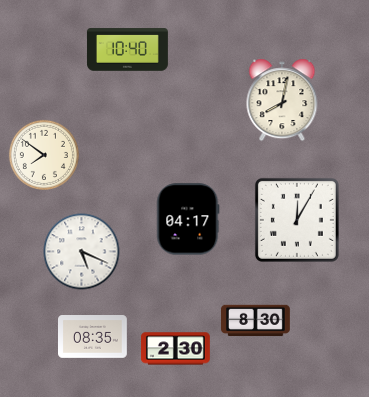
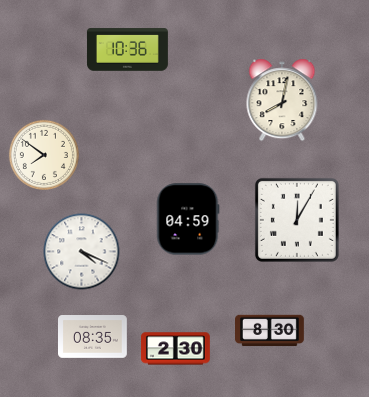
clock at (127, 50): 10:40 -> 10:36
clock at (188, 219): 04:17 -> 04:59
clock at (82, 252): 5:19 -> 4:19
clock at (256, 321) position: (256, 321) -> (270, 331)
